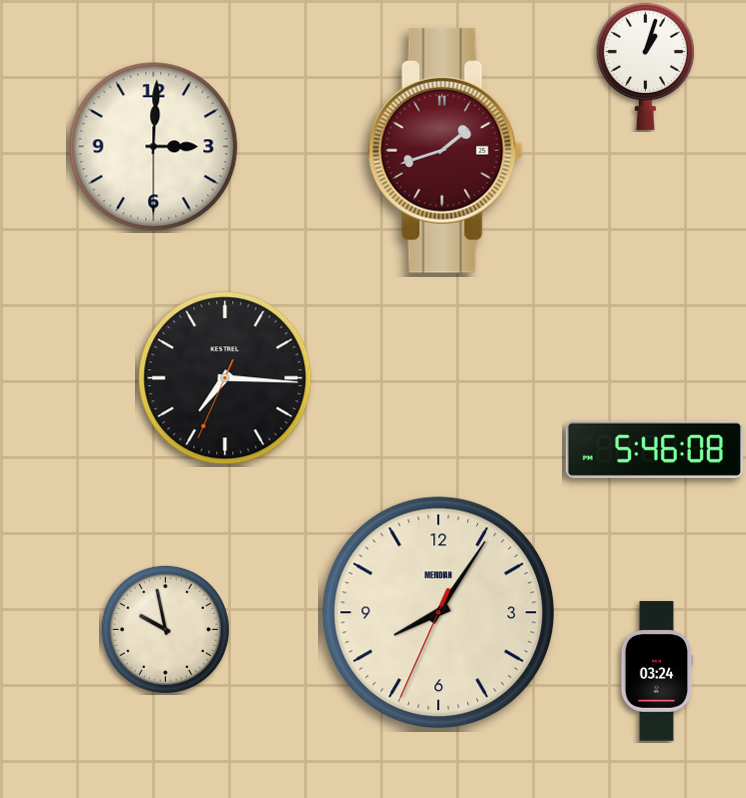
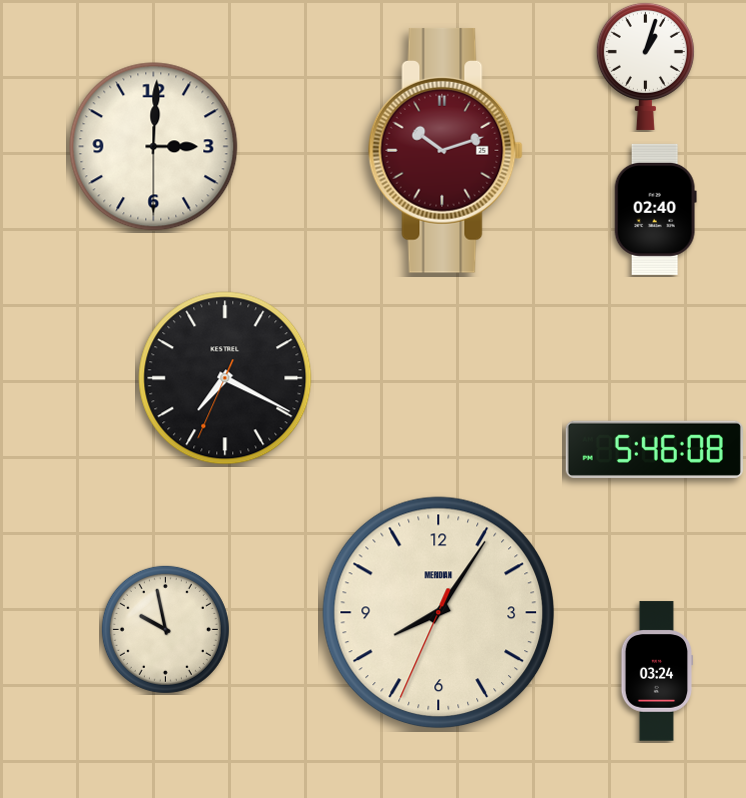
clock at (445, 150): 1:42 -> 10:12
clock at (655, 209): none -> 02:40
clock at (225, 378): 7:15 -> 7:19
